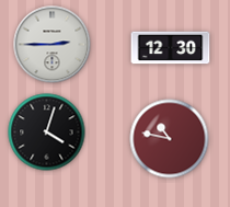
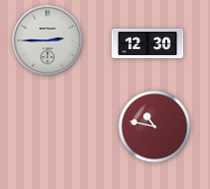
clock at (171, 48) position: (171, 48) -> (148, 44)
clock at (47, 133): 4:03 -> none
